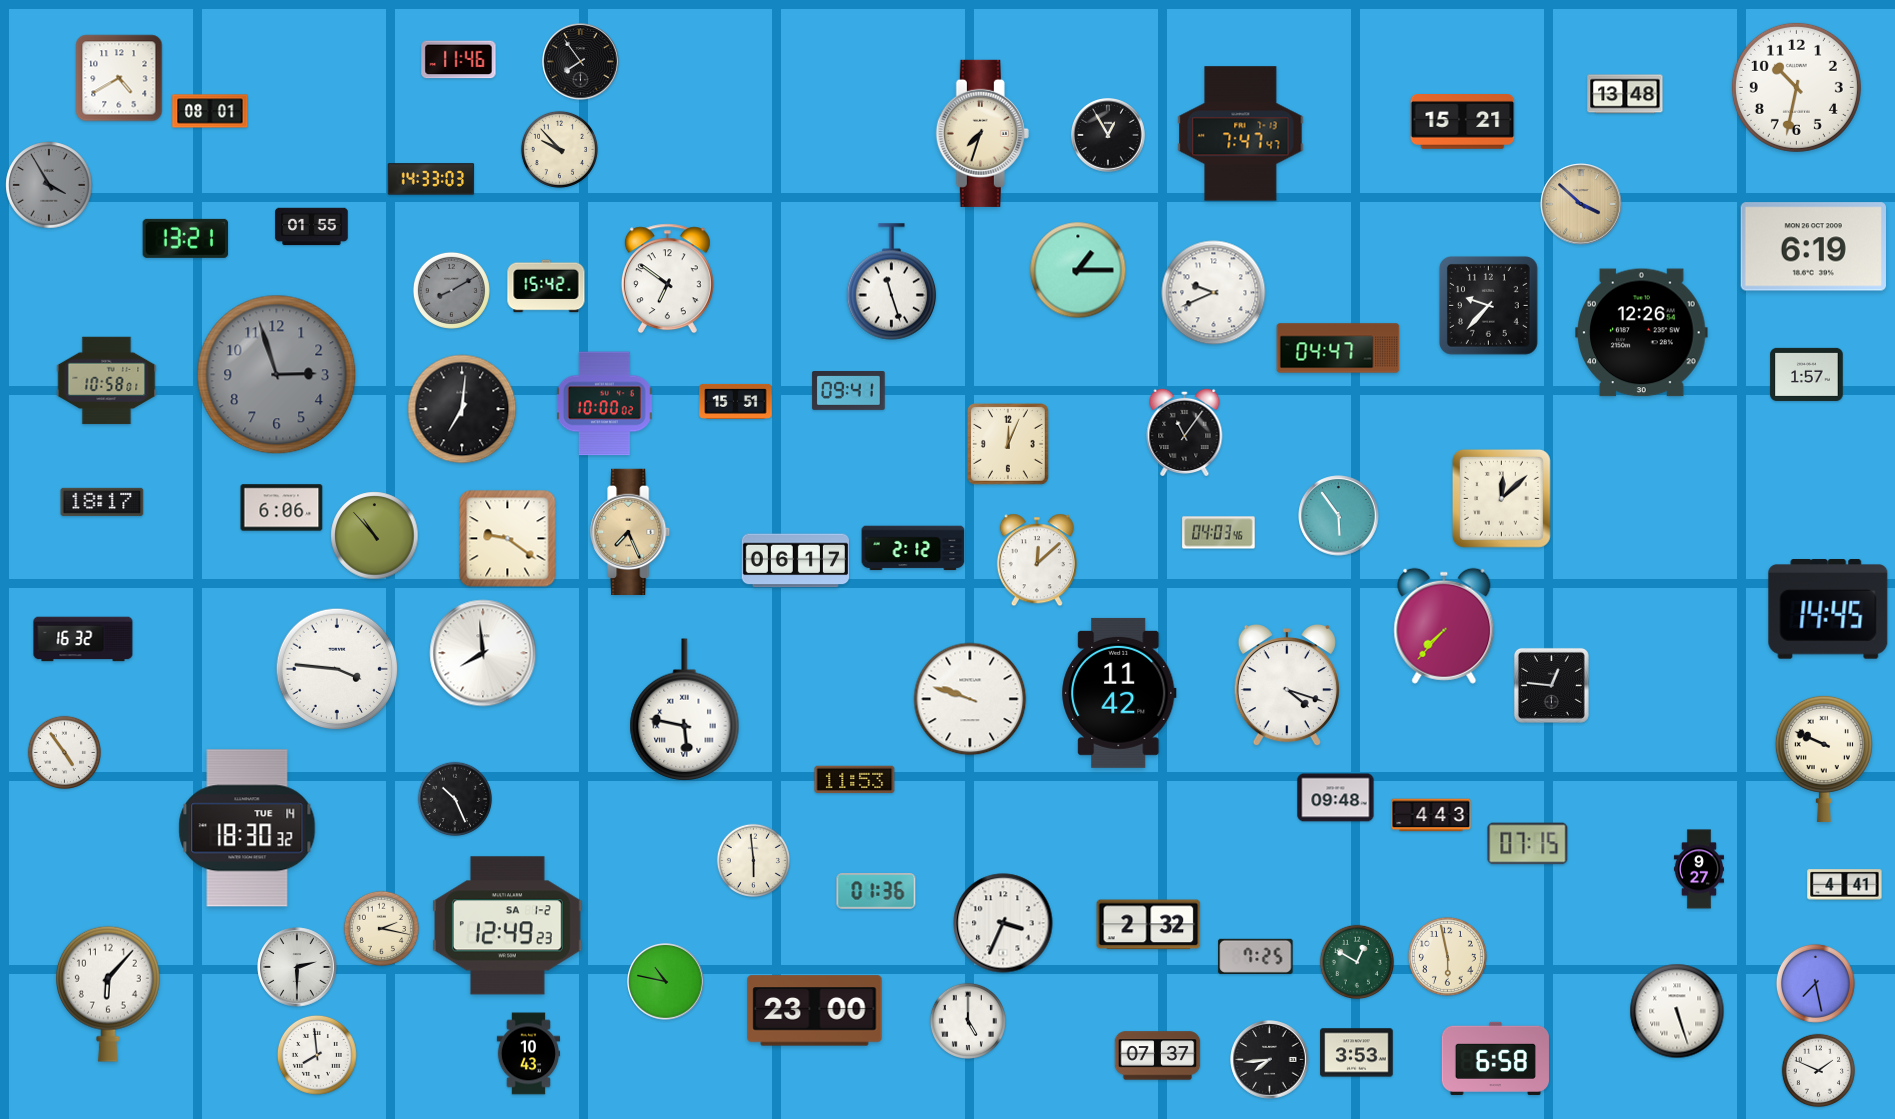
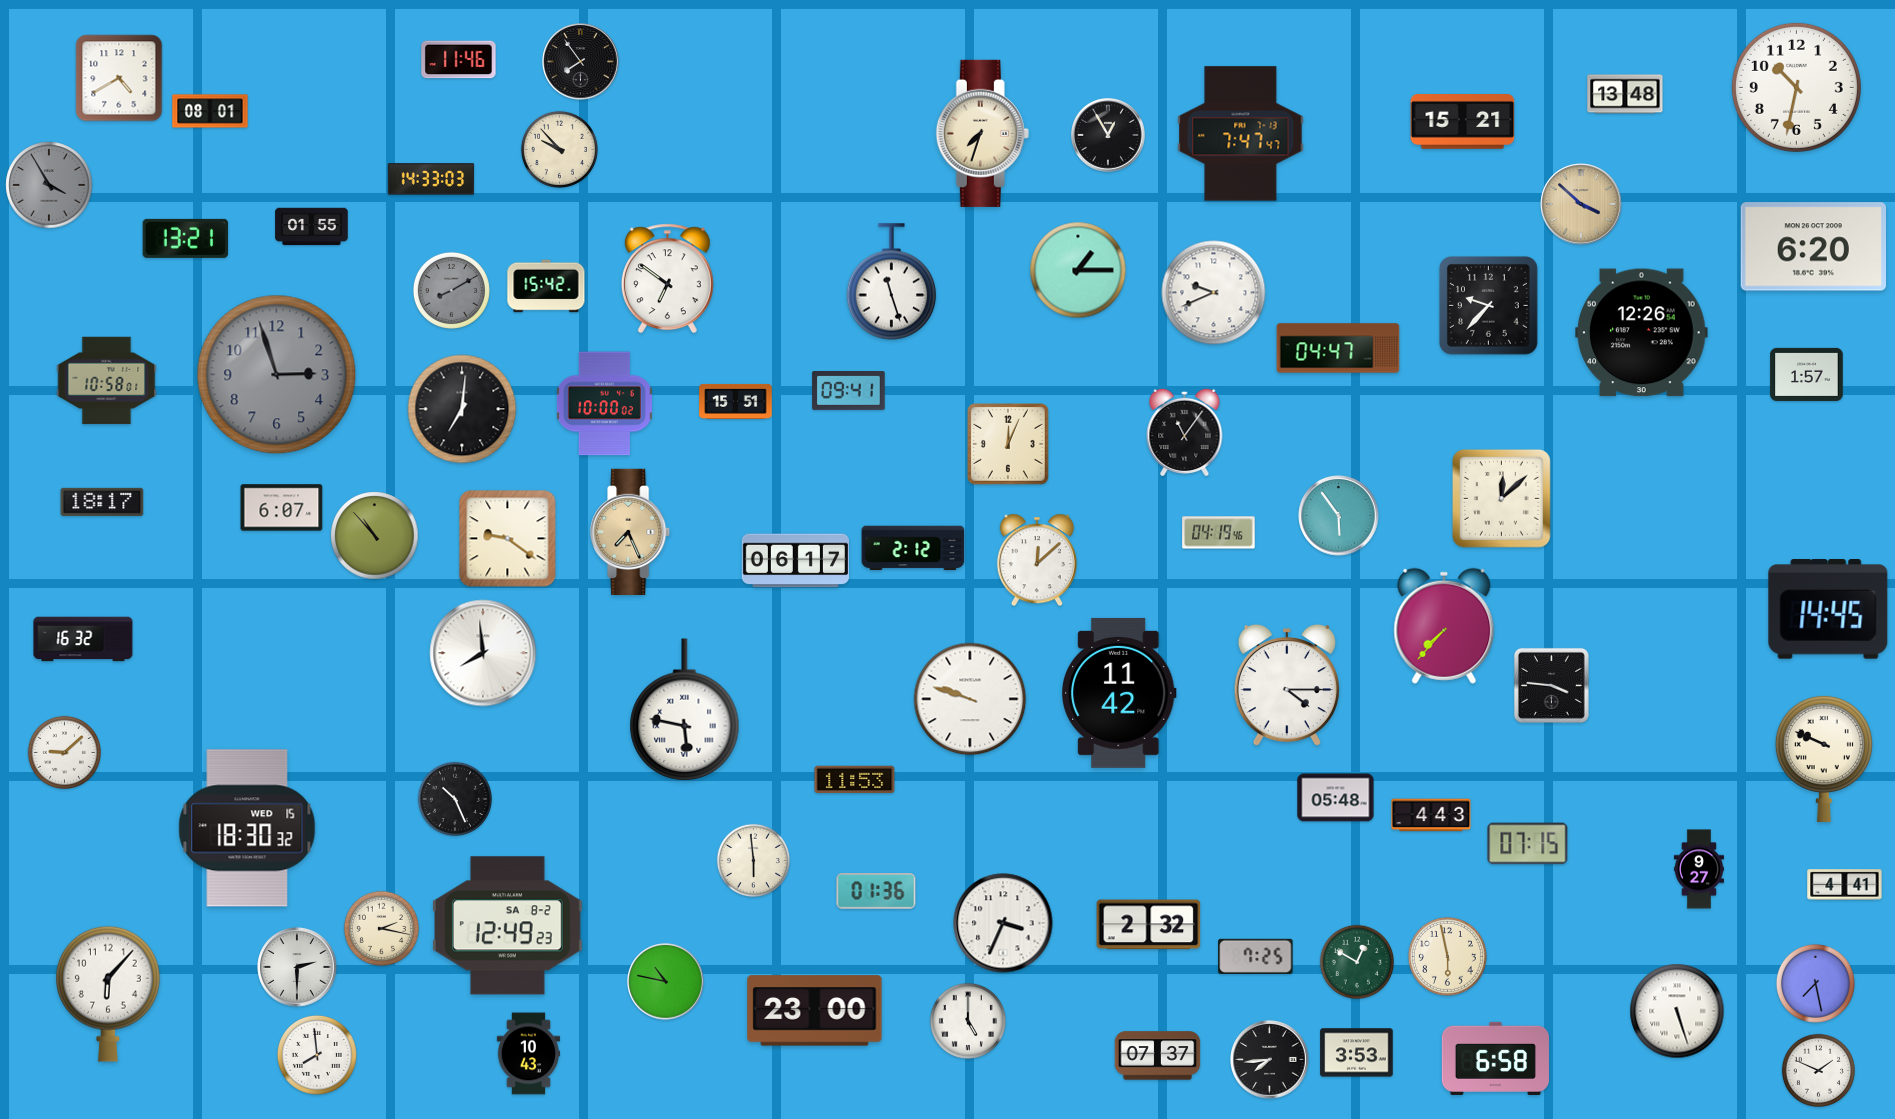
clock at (1813, 247): 6:19 -> 6:20
clock at (282, 508): 6:06 -> 6:07
clock at (1219, 533): 04:03 -> 04:19
clock at (337, 669): 3:46 -> none
clock at (1551, 685): 12:46 -> 3:46
clock at (1287, 686): 4:18 -> 4:15
clock at (64, 752): 4:54 -> 9:08
clock at (1336, 798): 09:48 -> 05:48
clock at (247, 828) date: TUE 14 -> WED 15
clock at (507, 926) date: SA 1-2 -> SA 8-2
